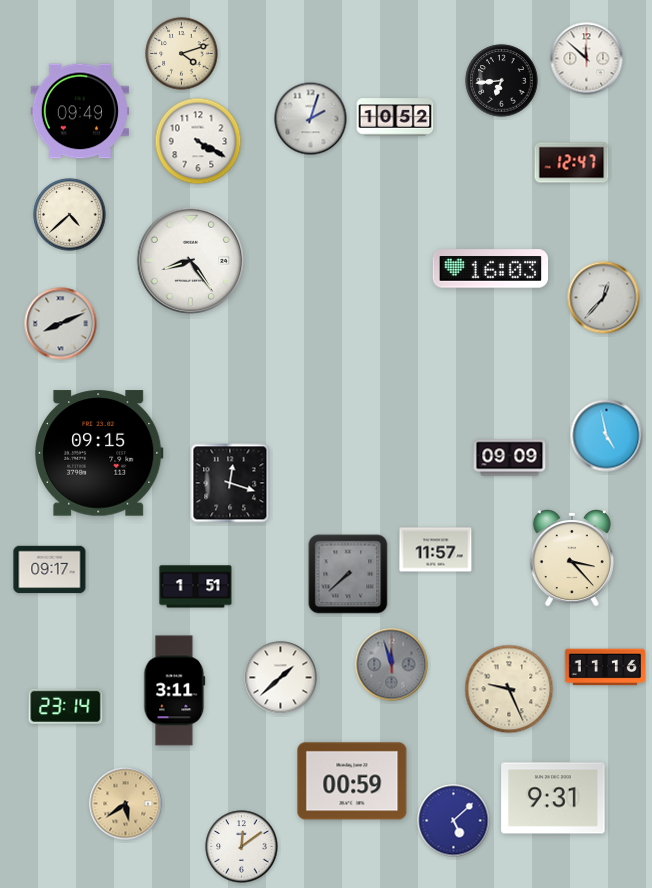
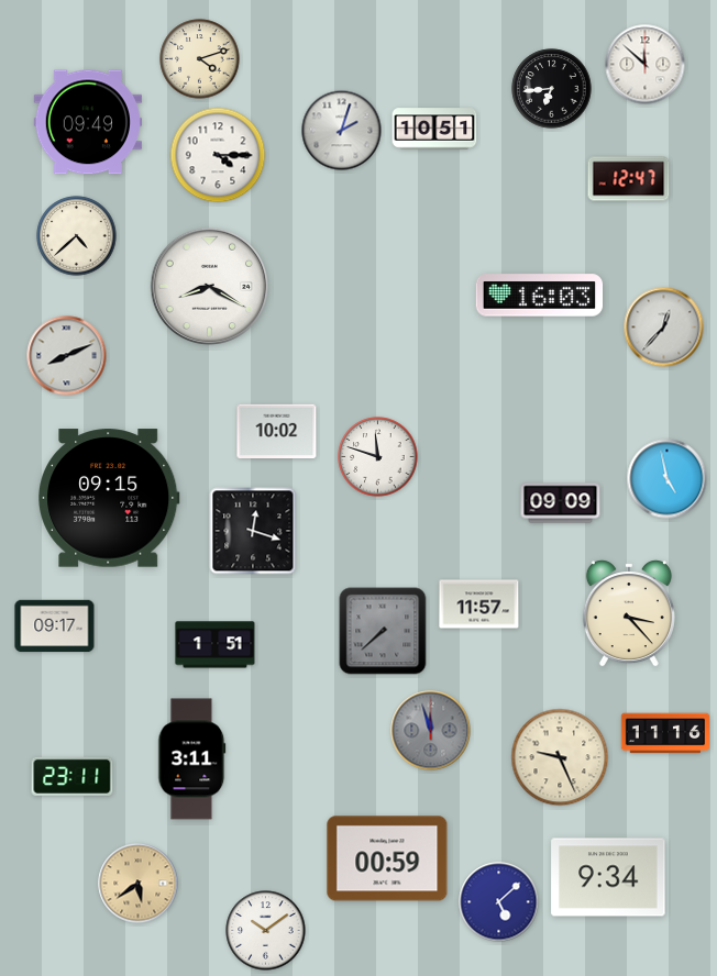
clock at (395, 117): 10:52 -> 10:51
clock at (198, 141): 4:20 -> 4:15
clock at (191, 261): 8:24 -> 8:20
clock at (277, 432): none -> 10:02
clock at (378, 457): none -> 11:48
clock at (281, 678): 1:38 -> none
clock at (66, 706): 23:14 -> 23:11
clock at (553, 798): 9:31 -> 9:34
clock at (242, 847): 12:09 -> 10:09
